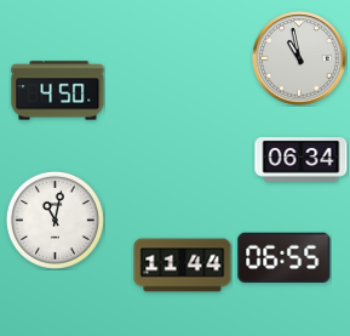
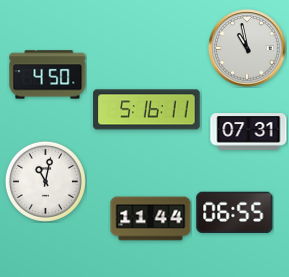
clock at (147, 110): none -> 5:16
clock at (302, 160): 06:34 -> 07:31
